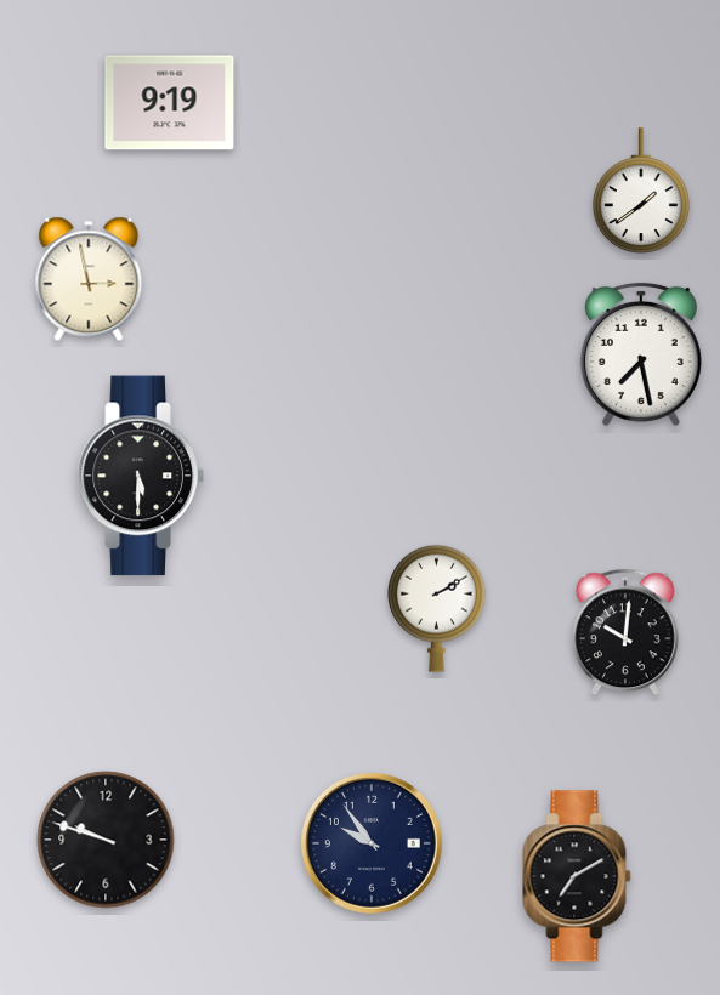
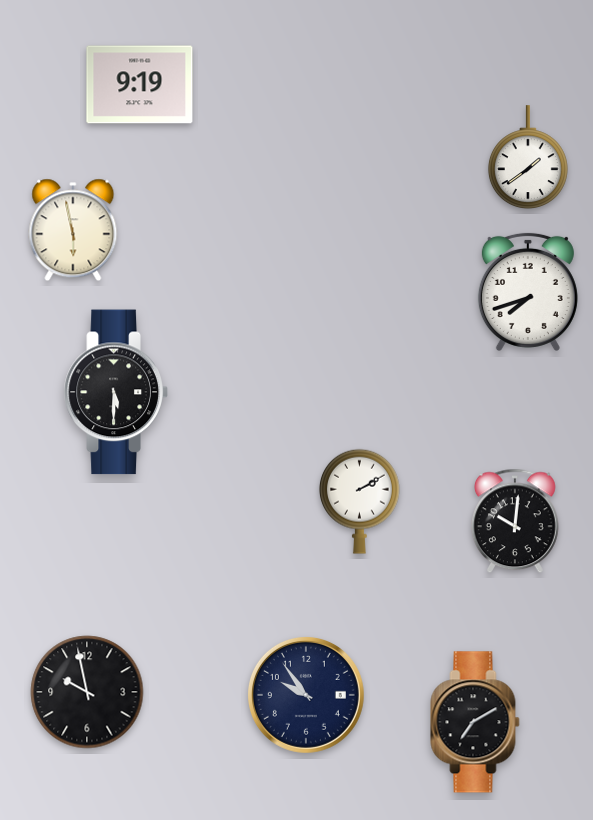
clock at (89, 279): 2:58 -> 5:58
clock at (641, 354): 7:28 -> 7:42
clock at (106, 840): 9:48 -> 9:58
